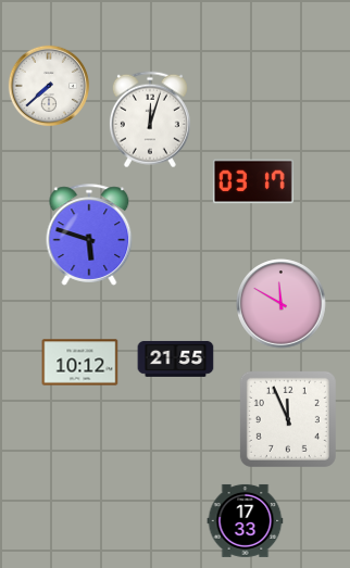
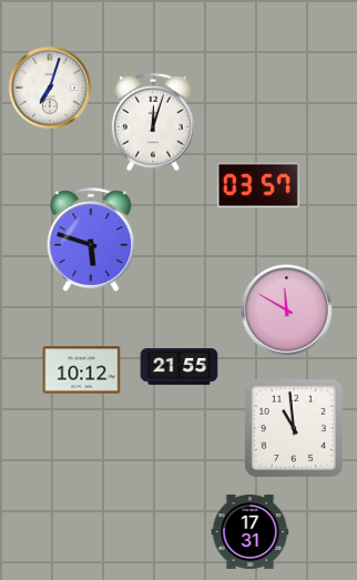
clock at (49, 86): 7:38 -> 7:03
clock at (253, 181): 03:17 -> 03:57
clock at (288, 419): 11:56 -> 10:59
clock at (246, 520): 17:33 -> 17:31
